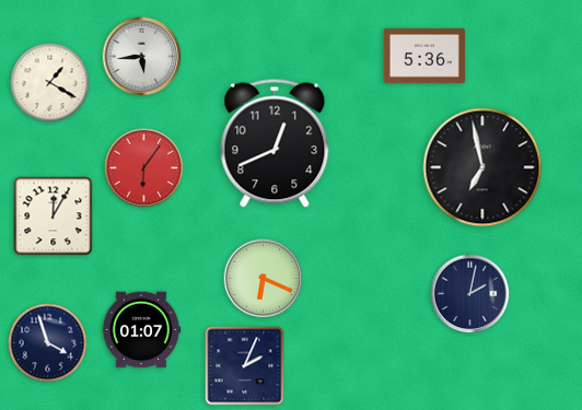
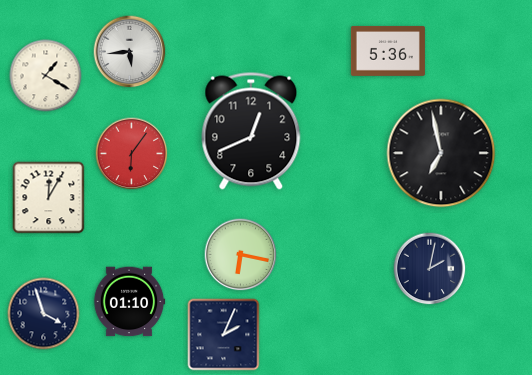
clock at (264, 279): 6:19 -> 6:17
clock at (141, 330): 01:07 -> 01:10
